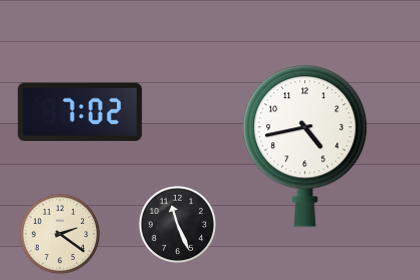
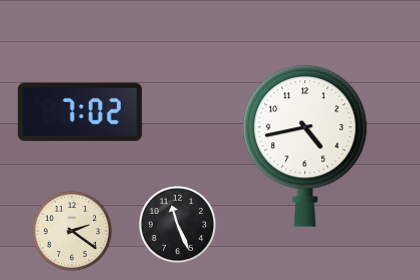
clock at (60, 234) position: (60, 234) -> (72, 231)
